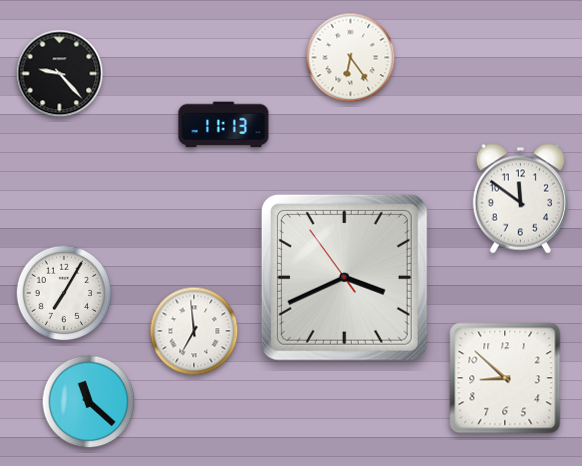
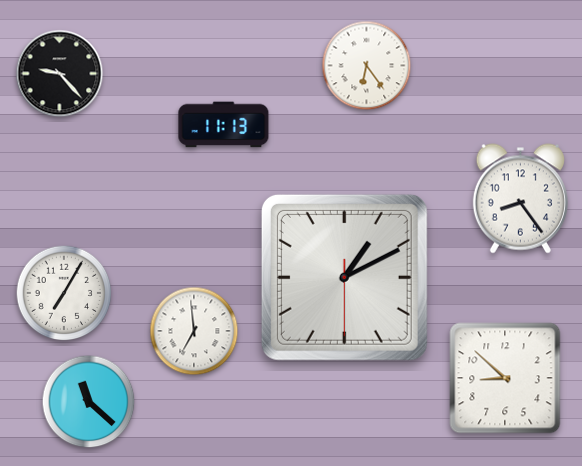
clock at (351, 58) position: (351, 58) -> (367, 66)
clock at (520, 199): 11:51 -> 8:24
clock at (344, 277): 3:40 -> 1:10
